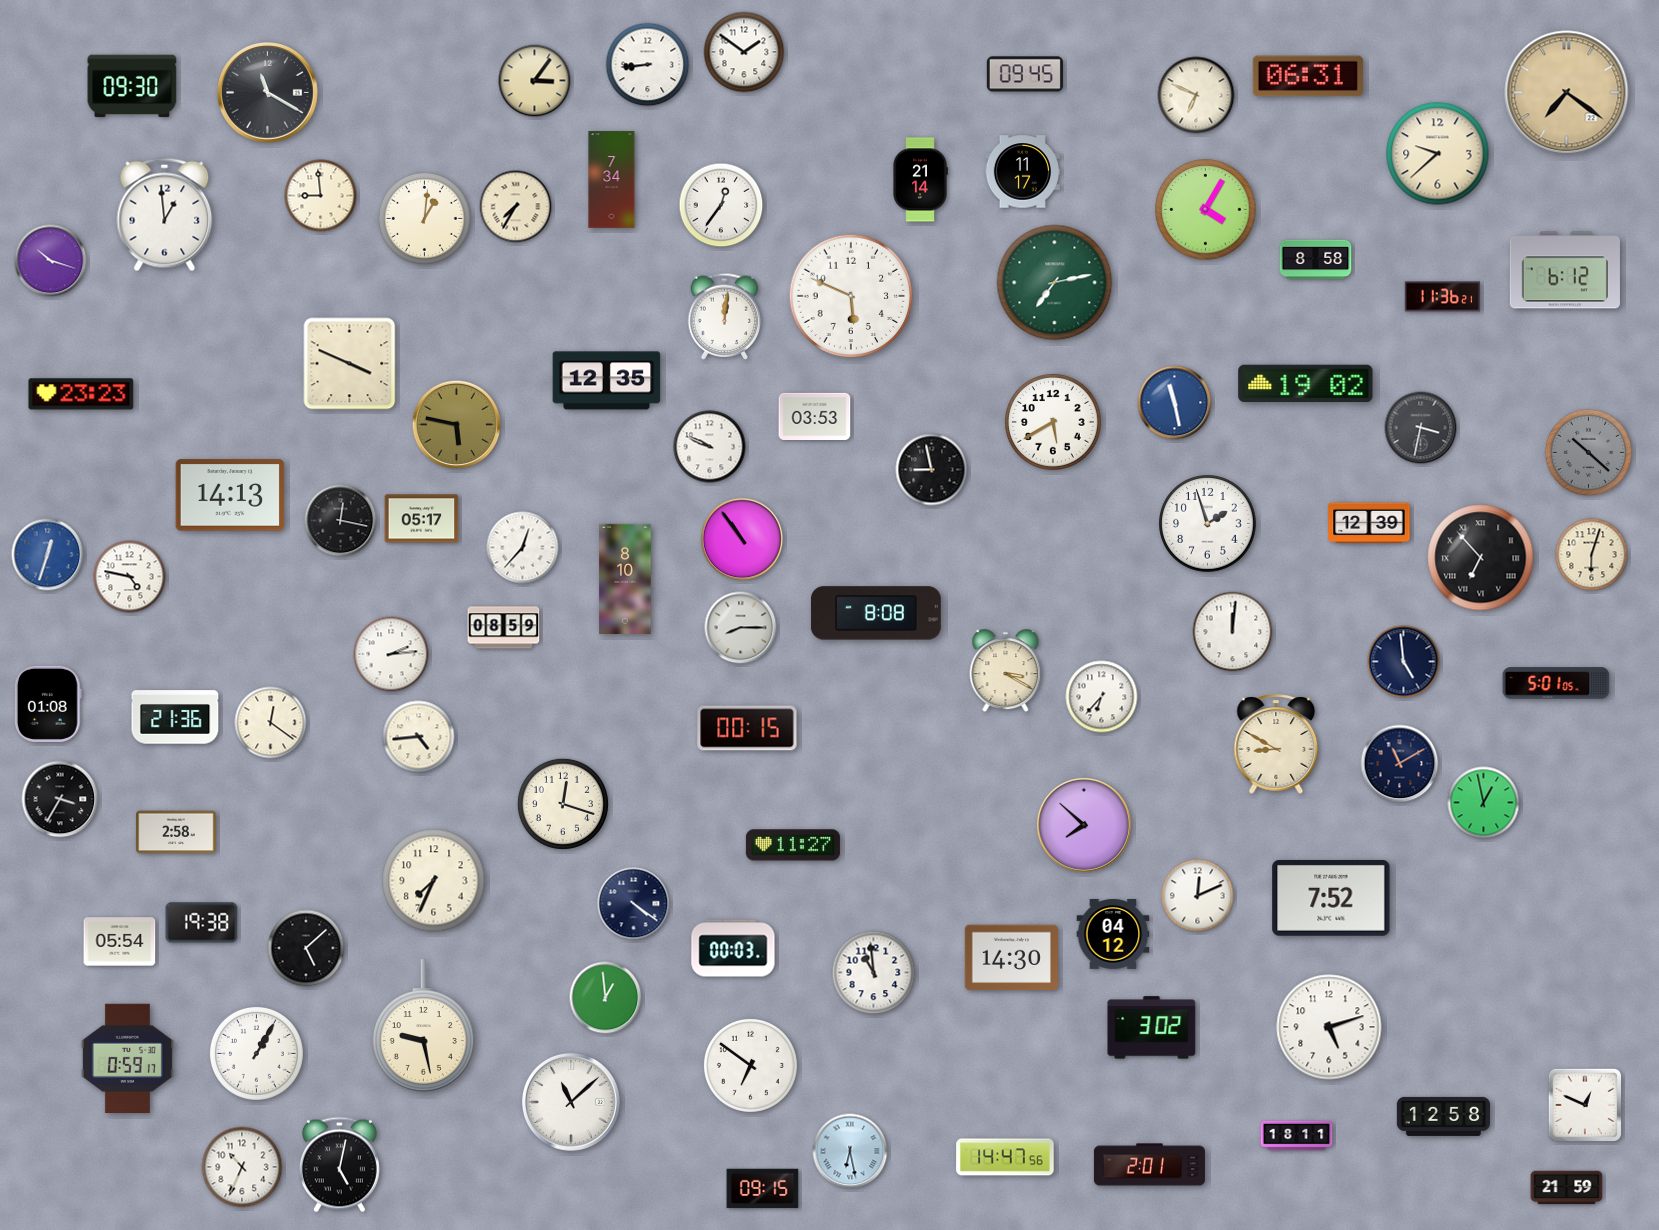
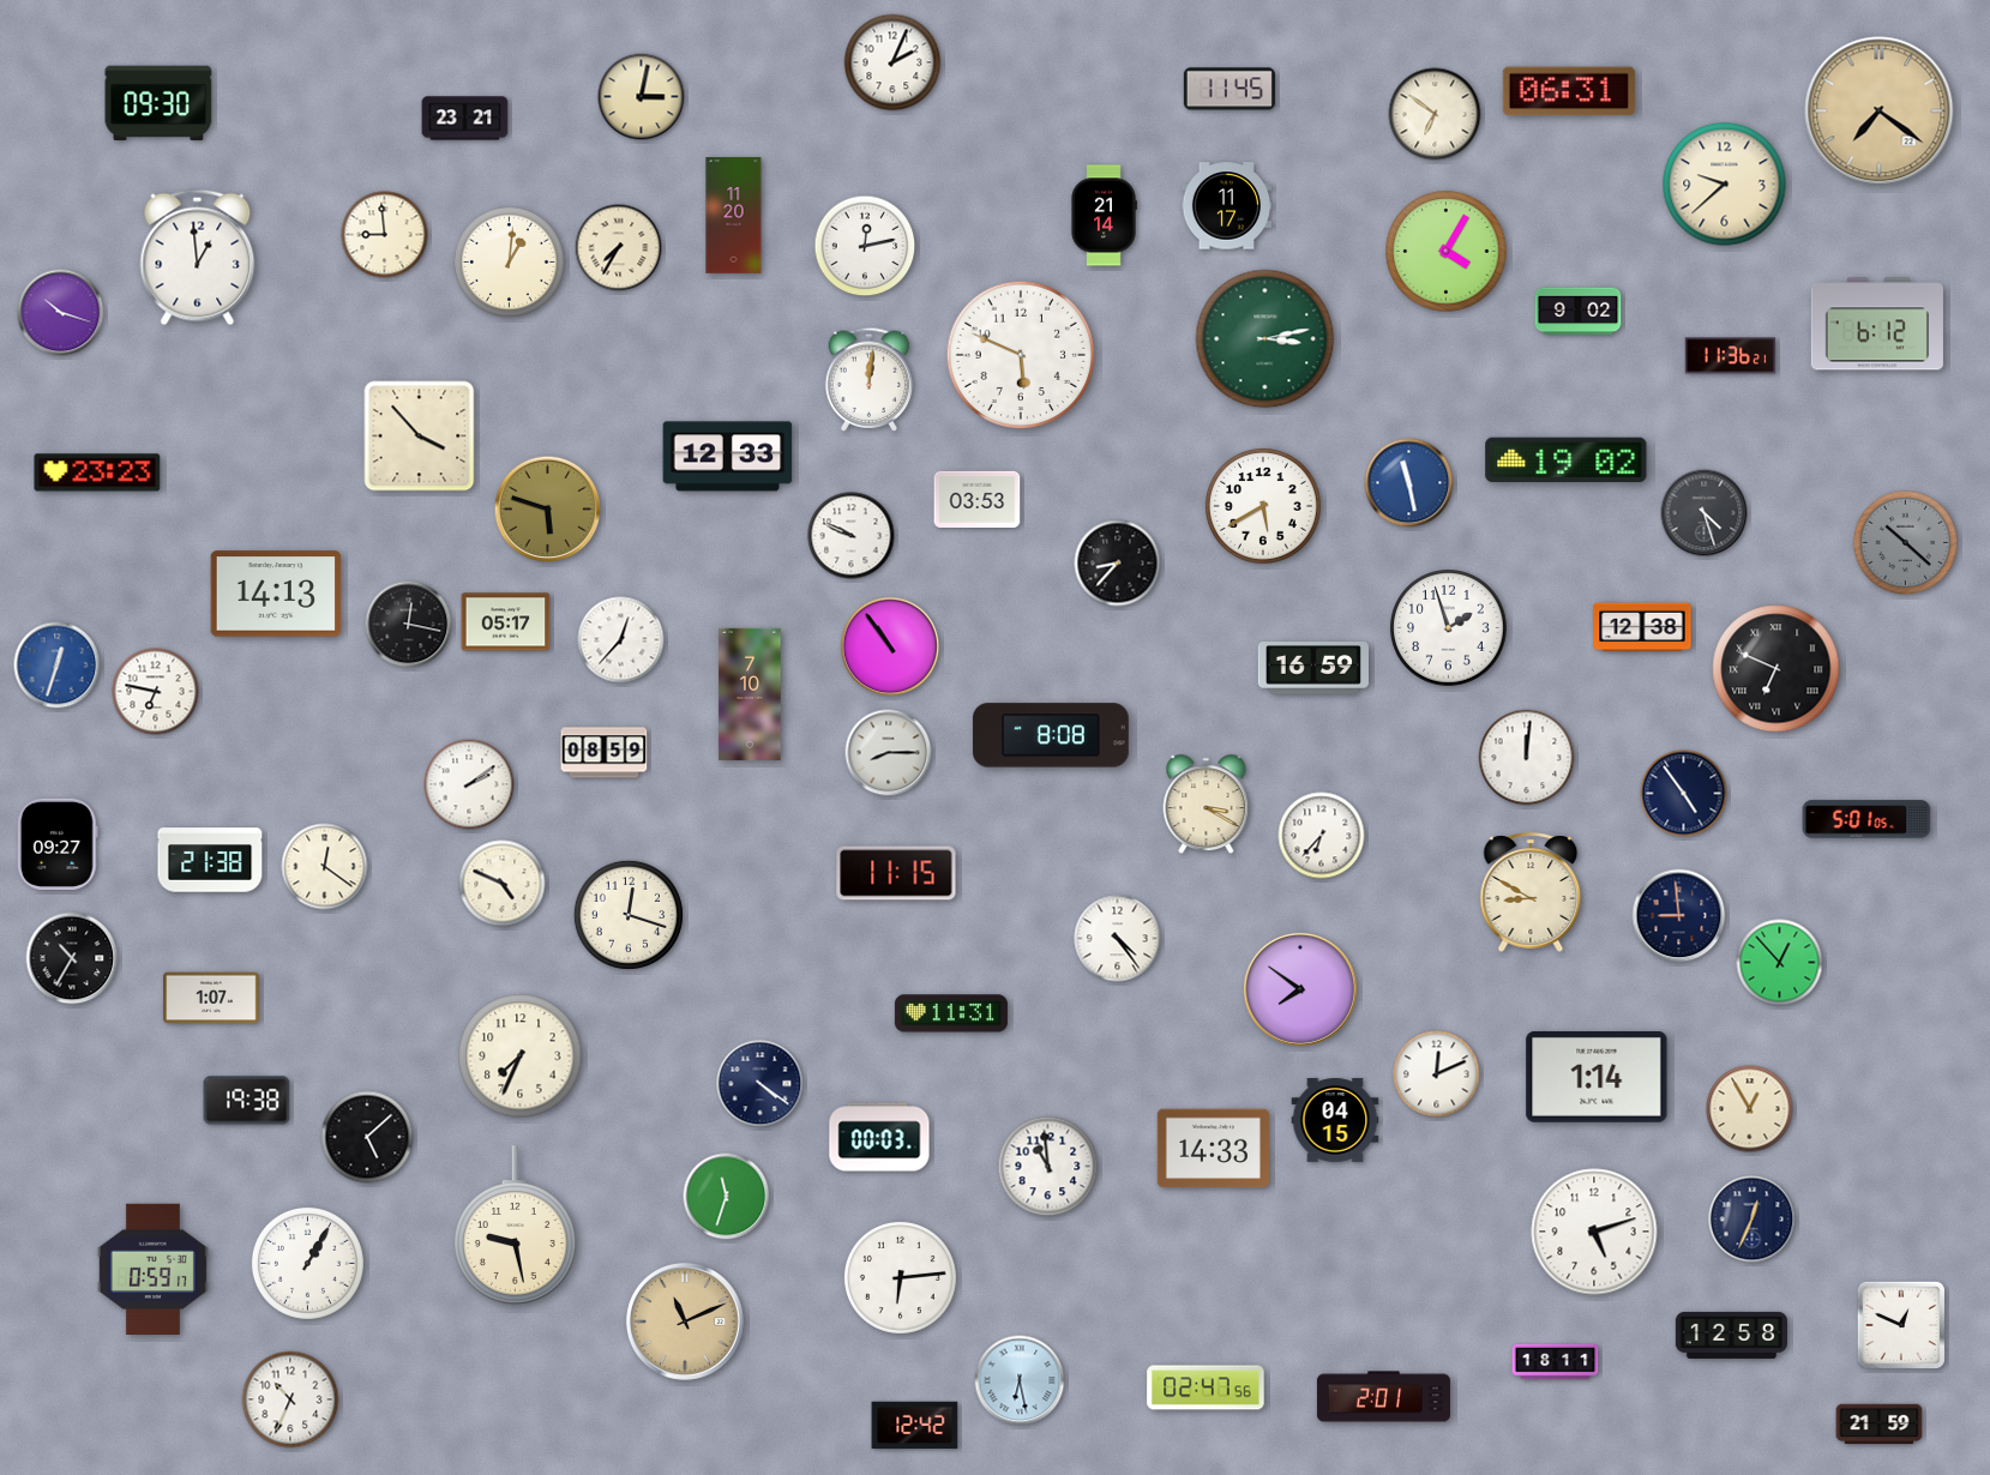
clock at (744, 52): 1:51 -> 2:04
clock at (648, 65): 8:44 -> none
clock at (1025, 74): 09:45 -> 11:45
clock at (535, 81): 3:06 -> 3:02
clock at (268, 93): 11:20 -> none
clock at (1196, 95): 6:49 -> 6:51
clock at (465, 119): none -> 23:21
clock at (612, 180): 7:34 -> 11:20
clock at (721, 205): 12:36 -> 12:13
clock at (1316, 260): 8:58 -> 9:02
clock at (1055, 283): 7:13 -> 3:13
clock at (350, 364): 3:49 -> 3:53
clock at (607, 381): 12:35 -> 12:33
clock at (456, 424): 5:47 -> 5:48
clock at (1421, 428): 3:32 -> 4:27
clock at (932, 470): 8:58 -> 8:37
clock at (1369, 523): 12:39 -> 12:38
clock at (523, 548) position: (523, 548) -> (621, 640)
clock at (1592, 555): 6:03 -> none
clock at (1312, 668): none -> 16:59
clock at (1481, 558): 6:53 -> 6:49
clock at (130, 577): 4:47 -> 6:47
clock at (625, 579): 8:10 -> 7:10
clock at (1233, 632) position: (1233, 632) -> (1527, 758)
clock at (391, 654): 2:14 -> 2:09
clock at (1404, 662): 4:59 -> 4:54
clock at (48, 704): 01:08 -> 09:27
clock at (175, 717): 21:36 -> 21:38
clock at (747, 728): 00:15 -> 11:15
clock at (419, 737): 4:44 -> 4:49
clock at (1400, 764): 11:10 -> 8:59
clock at (1118, 939): none -> 4:24
clock at (60, 799): 3:35 -> 10:35
clock at (1484, 803): 12:58 -> 12:53
clock at (563, 804) position: (563, 804) -> (629, 915)
clock at (1084, 825): 7:52 -> 7:51
clock at (176, 832): 2:58 -> 1:07
clock at (793, 845): 11:27 -> 11:31
clock at (1331, 898): 7:52 -> 1:14
clock at (202, 923) position: (202, 923) -> (247, 1101)
clock at (1750, 1109): none -> 12:55
clock at (1113, 934): 04:12 -> 04:15
clock at (120, 942): 05:54 -> none
clock at (1011, 958): 14:30 -> 14:33
clock at (606, 998): 12:59 -> 11:33
clock at (1752, 1220): none -> 12:34
clock at (423, 1026) position: (423, 1026) -> (515, 1226)
clock at (1152, 1028): 3:02 -> none
clock at (750, 1065): 6:51 -> 6:14
clock at (571, 1102): 11:08 -> 11:11
clock at (571, 1102) dial: white -> champagne
clock at (1443, 1116) position: (1443, 1116) -> (1731, 1335)
clock at (1005, 1157): 14:47 -> 02:47
clock at (339, 1165): 5:02 -> none
clock at (1149, 1165) position: (1149, 1165) -> (1383, 1397)
clock at (763, 1189): 09:15 -> 12:42
